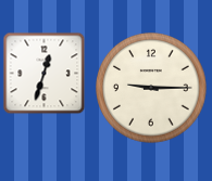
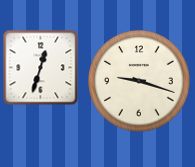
clock at (151, 88): 9:15 -> 9:18
